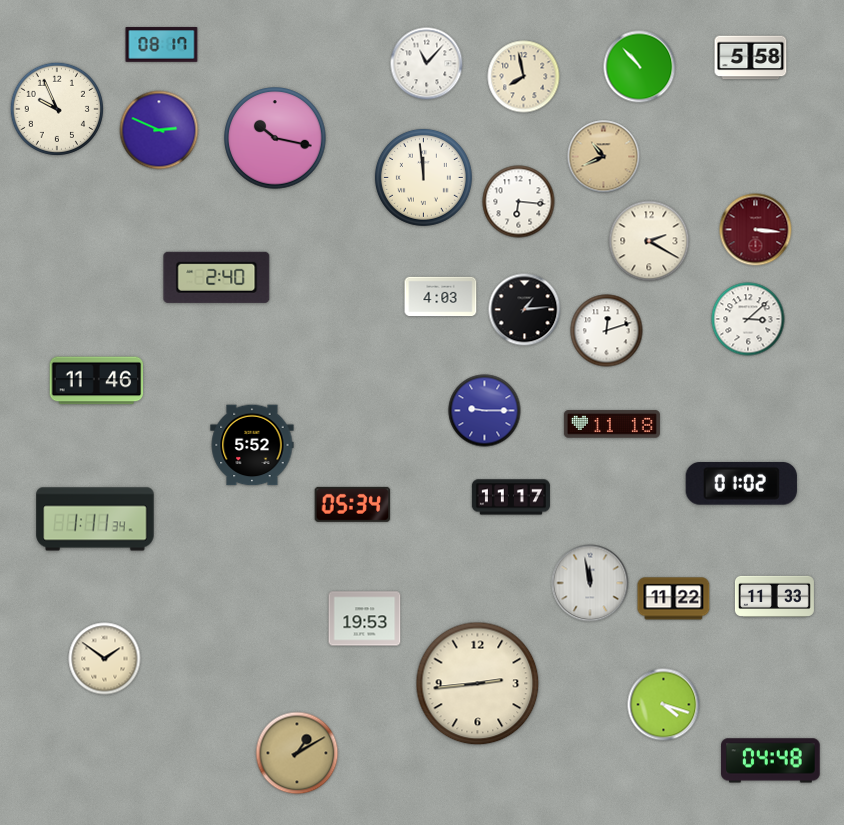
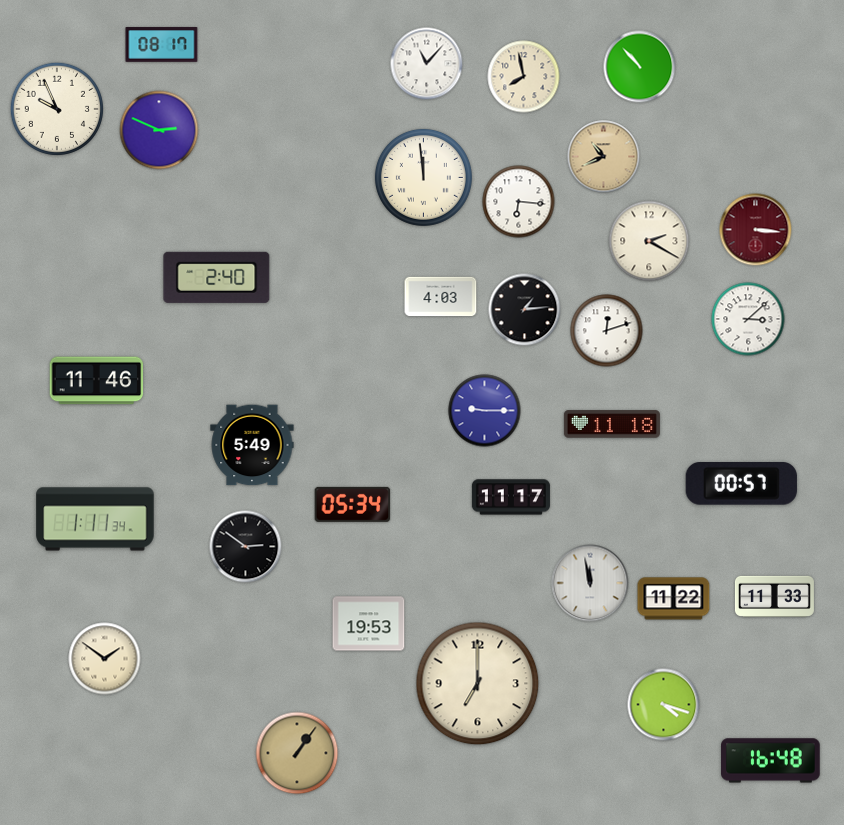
clock at (751, 58): 5:58 -> none
clock at (275, 138): 10:17 -> none
clock at (252, 445): 5:52 -> 5:49
clock at (741, 484): 01:02 -> 00:57
clock at (246, 547): none -> 2:51
clock at (365, 619) position: (365, 619) -> (369, 624)
clock at (478, 684): 2:44 -> 7:00
clock at (297, 753): 1:10 -> 1:06
clock at (771, 761): 04:48 -> 16:48
